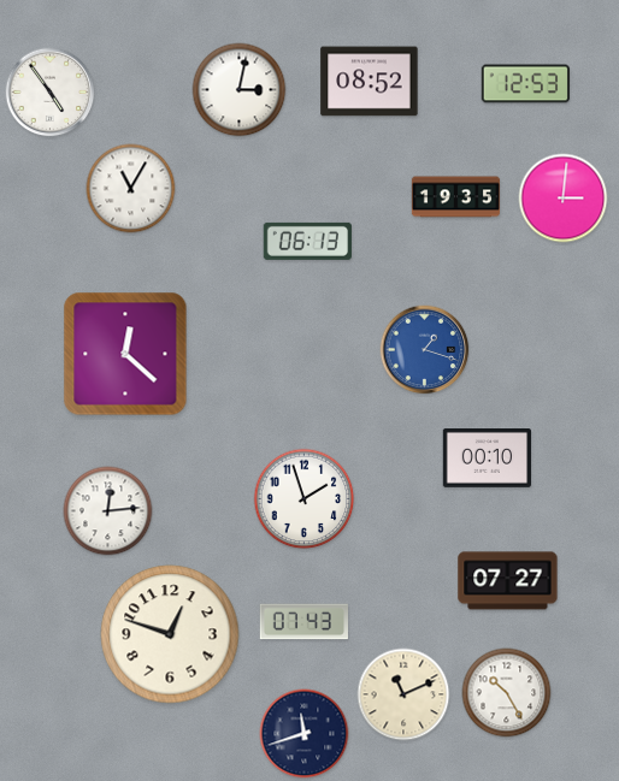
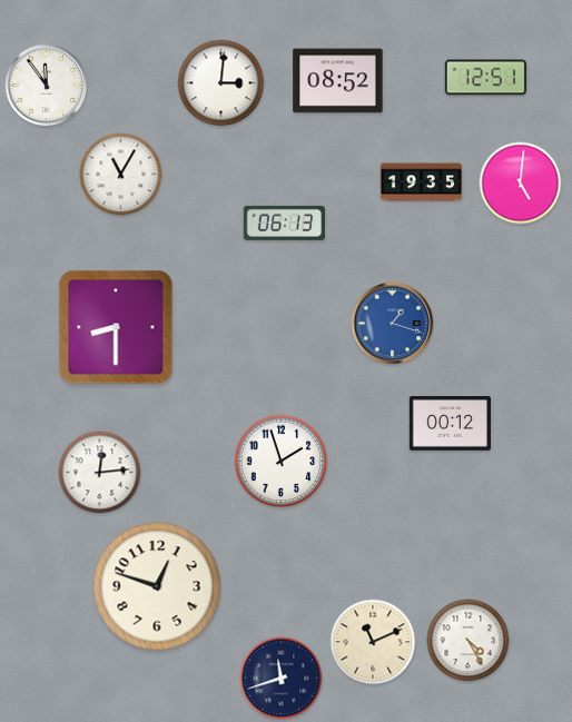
clock at (370, 82) position: (370, 82) -> (338, 81)
clock at (525, 84): 12:53 -> 12:51
clock at (240, 90): 3:02 -> 3:01
clock at (51, 93): 4:54 -> 11:54
clock at (564, 199): 3:01 -> 5:01
clock at (125, 354): 12:22 -> 8:30
clock at (487, 458): 00:10 -> 00:12
clock at (508, 581): 07:27 -> none
clock at (303, 622): 07:43 -> none
clock at (507, 693): 10:25 -> 4:25
